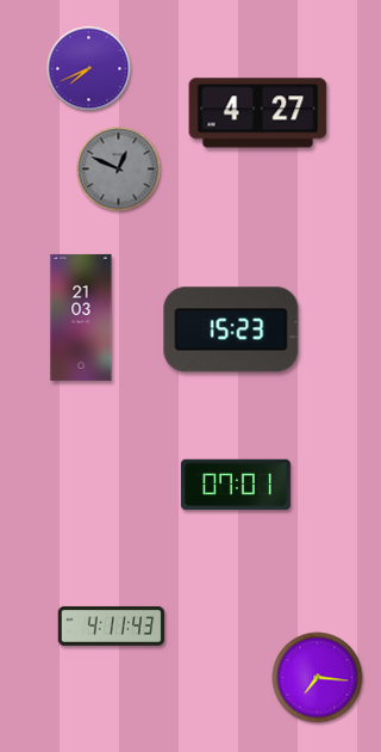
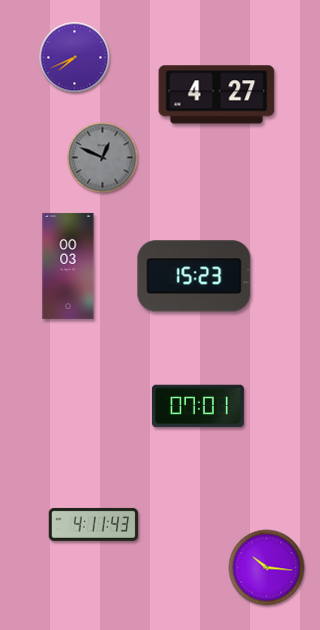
clock at (119, 169) position: (119, 169) -> (103, 158)
clock at (81, 318): 21:03 -> 00:03
clock at (318, 678): 7:16 -> 10:16
